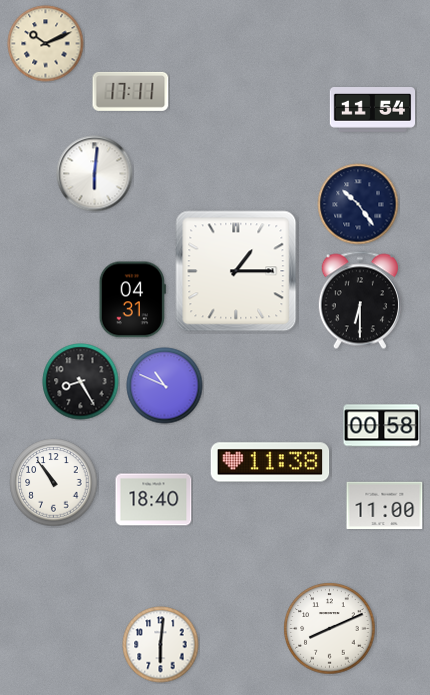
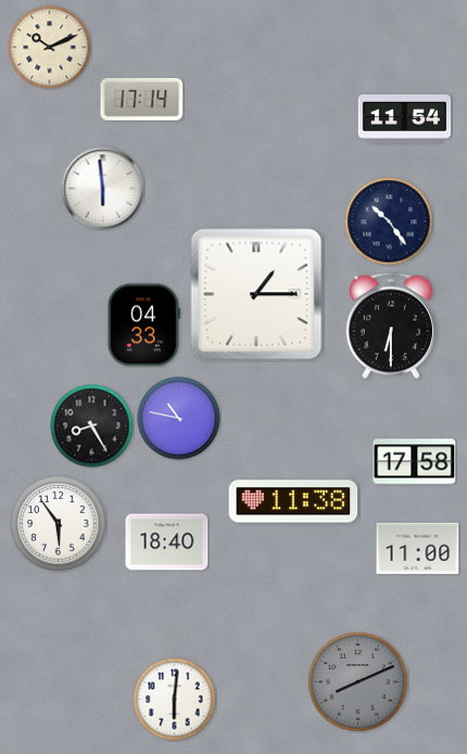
clock at (131, 91): 17:11 -> 17:14
clock at (95, 174): 6:01 -> 5:59
clock at (132, 300): 04:31 -> 04:33
clock at (81, 382) position: (81, 382) -> (92, 426)
clock at (165, 386): 10:49 -> 10:47
clock at (382, 426): 00:58 -> 17:58
clock at (54, 483): 10:54 -> 5:54
clock at (330, 629) dial: white -> grey
